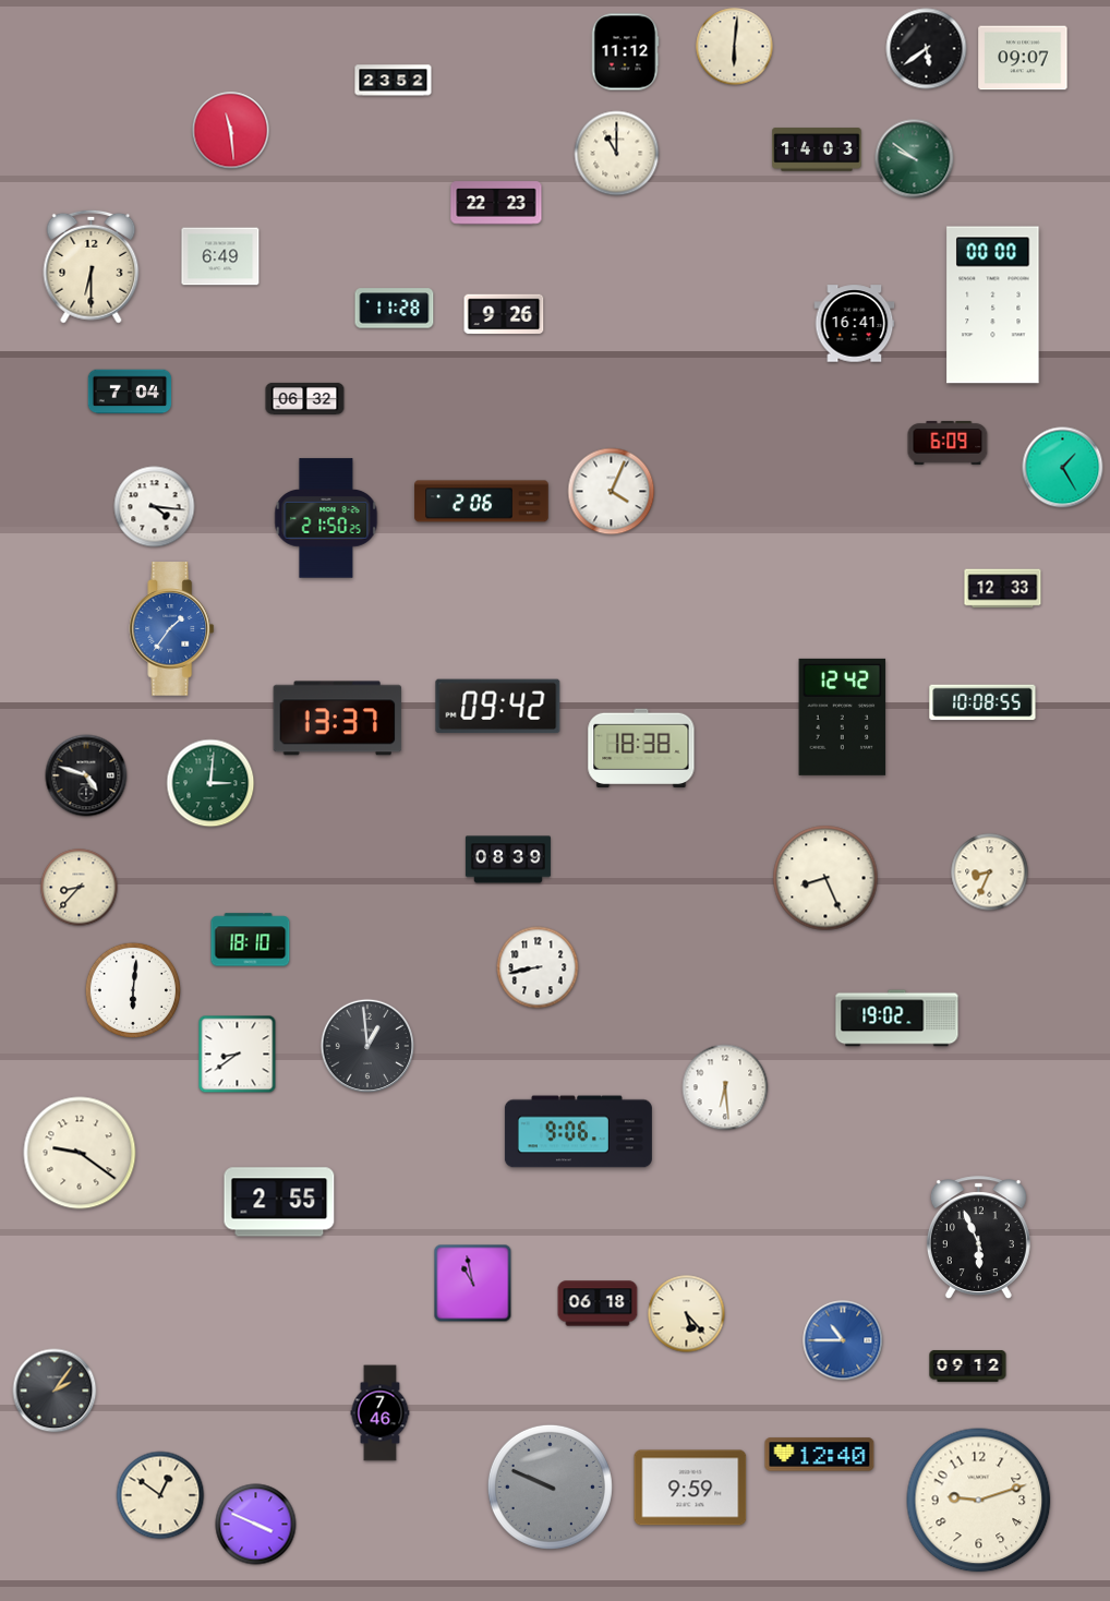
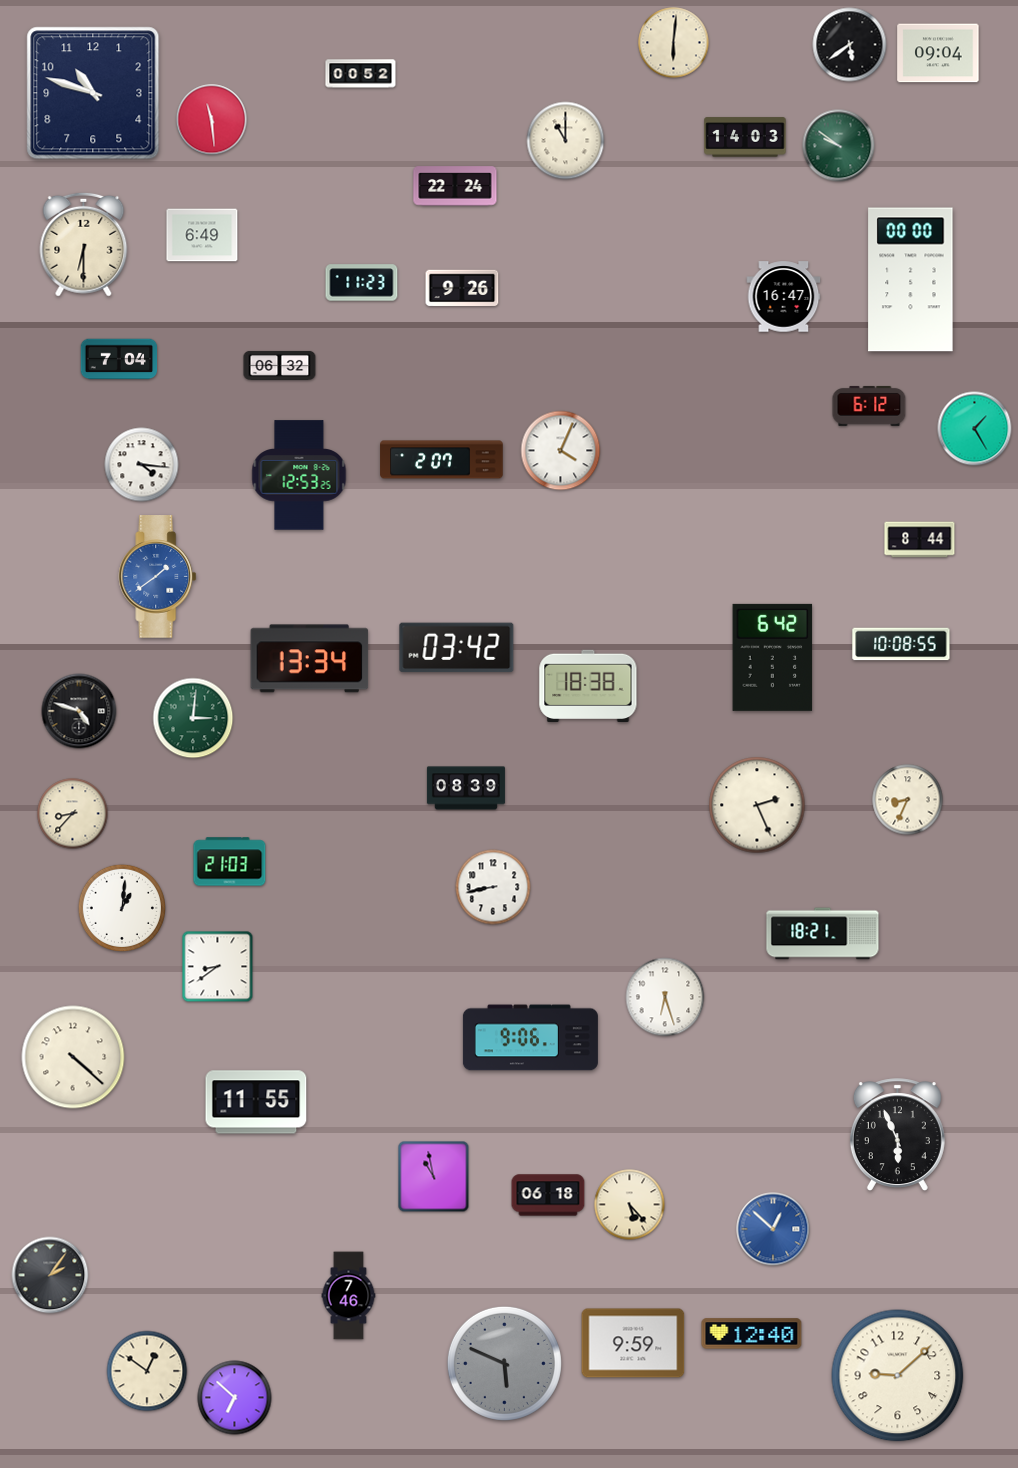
clock at (625, 52): 11:12 -> none
clock at (1023, 58): 09:07 -> 09:04
clock at (394, 81): 23:52 -> 00:52
clock at (93, 93): none -> 10:48
clock at (817, 149) position: (817, 149) -> (745, 137)
clock at (496, 203): 22:23 -> 22:24
clock at (395, 309): 11:28 -> 11:23
clock at (855, 324): 16:41 -> 16:47
clock at (948, 443): 6:09 -> 6:12
clock at (482, 502): 2:06 -> 2:07
clock at (326, 518): 21:50 -> 12:53
clock at (1003, 589): 12:33 -> 8:44
clock at (172, 629): 1:36 -> 1:39
clock at (498, 707): 09:42 -> 03:42
clock at (843, 717): 12:42 -> 6:42
clock at (338, 719): 13:37 -> 13:34
clock at (825, 878): 8:26 -> 2:26
clock at (251, 940): 18:10 -> 21:03
clock at (132, 989): 6:01 -> 1:01
clock at (897, 1019): 19:02 -> 18:21
clock at (367, 1046): 12:59 -> none
clock at (725, 1087): 6:29 -> 6:27
clock at (80, 1153): 9:21 -> 4:22
clock at (279, 1202): 2:55 -> 11:55
clock at (843, 1340): 10:45 -> 12:52
clock at (968, 1365): 09:12 -> none
clock at (550, 1486): 9:49 -> 5:49
clock at (690, 1488) position: (690, 1488) -> (633, 1343)
clock at (979, 1501): 9:12 -> 9:08
clock at (256, 1525): 3:49 -> 6:52
